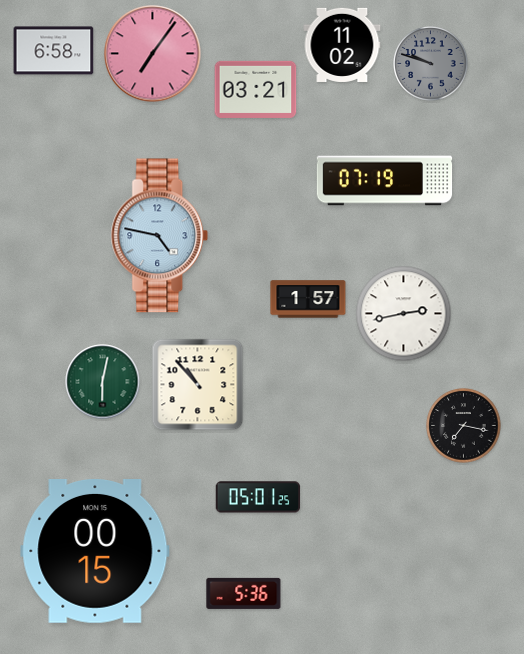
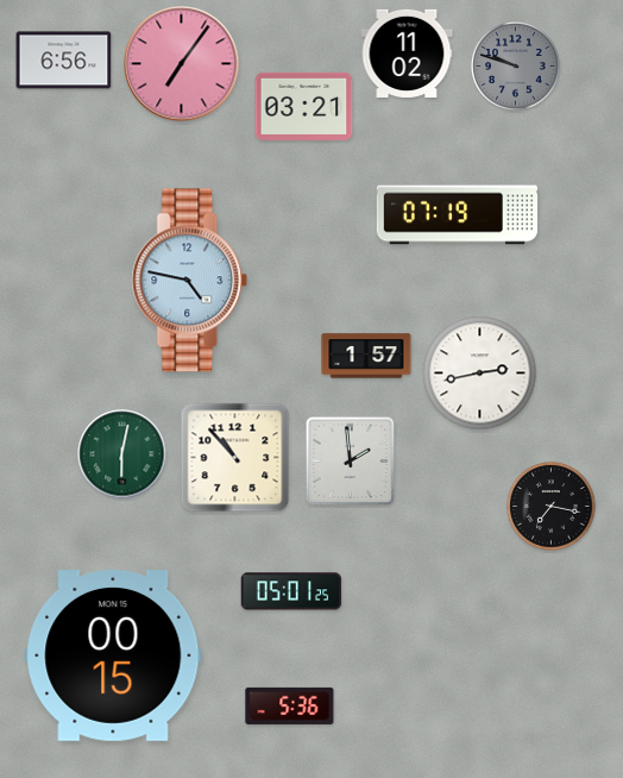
clock at (54, 51): 6:58 -> 6:56
clock at (431, 64) position: (431, 64) -> (516, 67)
clock at (351, 462): none -> 1:59
clock at (258, 497) position: (258, 497) -> (291, 591)
